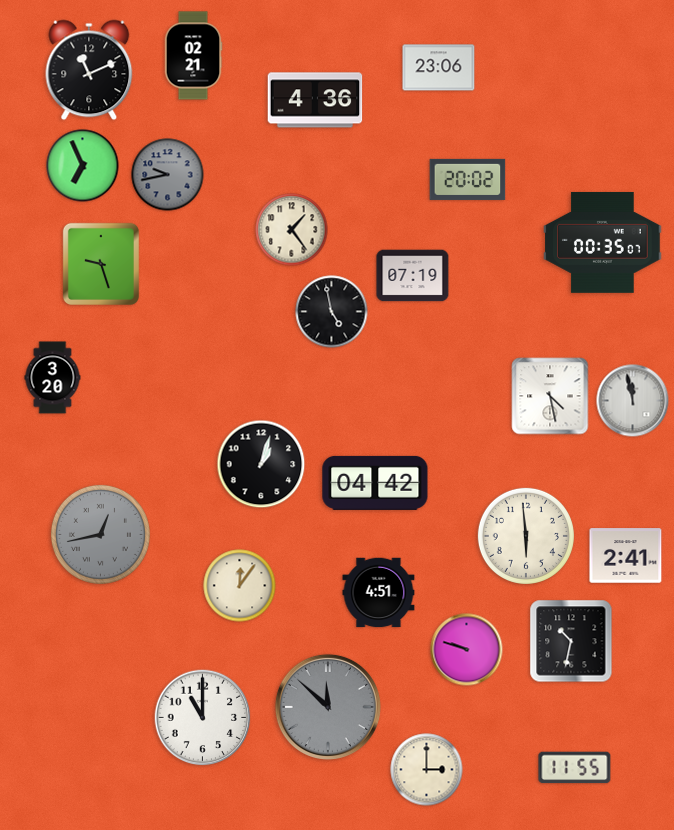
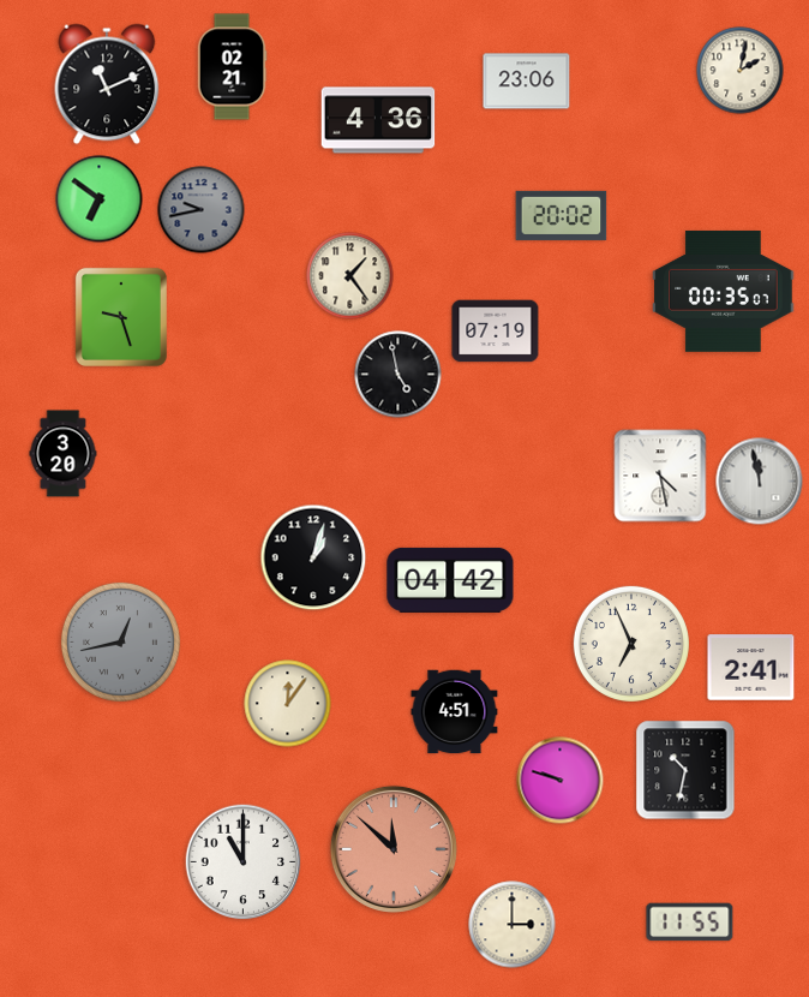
clock at (741, 71): none -> 2:02
clock at (83, 166): 6:56 -> 6:51
clock at (526, 536): 5:59 -> 6:56
clock at (328, 707) dial: grey -> salmon
